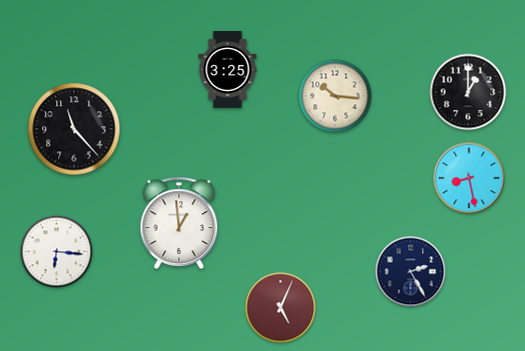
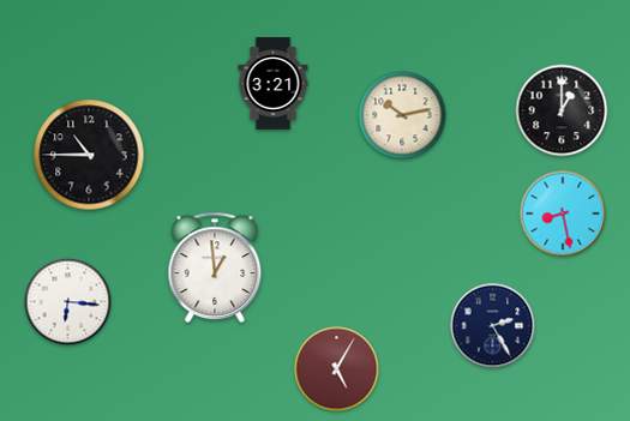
clock at (228, 70): 3:25 -> 3:21
clock at (335, 96): 10:16 -> 10:13
clock at (74, 129): 11:23 -> 10:45
clock at (281, 308): 5:04 -> 5:05
